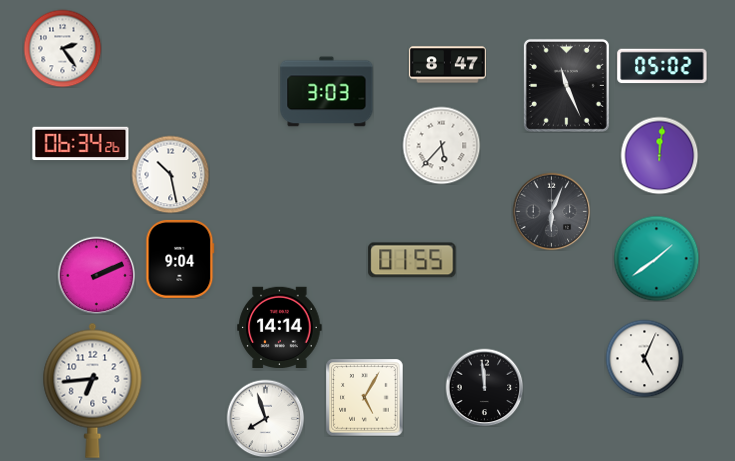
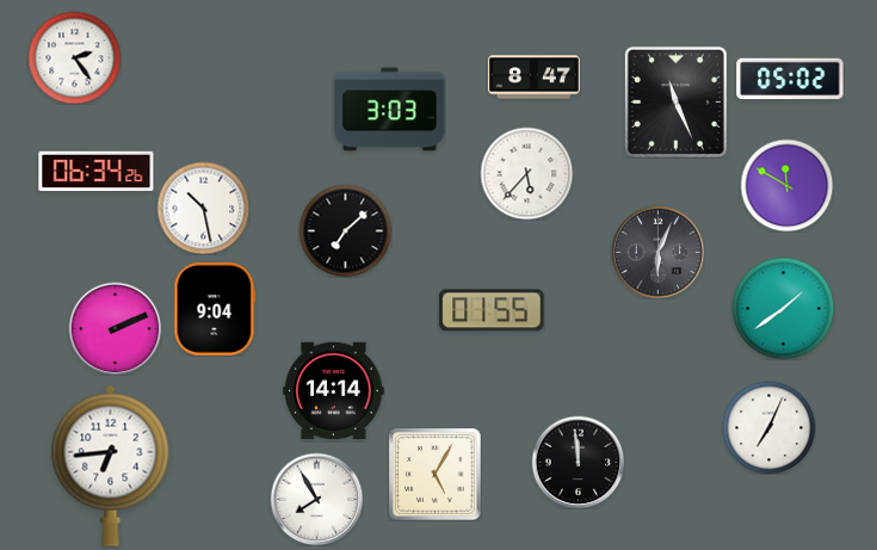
clock at (659, 155): 12:01 -> 11:50
clock at (345, 230): none -> 7:08
clock at (644, 358): 5:04 -> 7:04
clock at (265, 418): 7:57 -> 7:55
